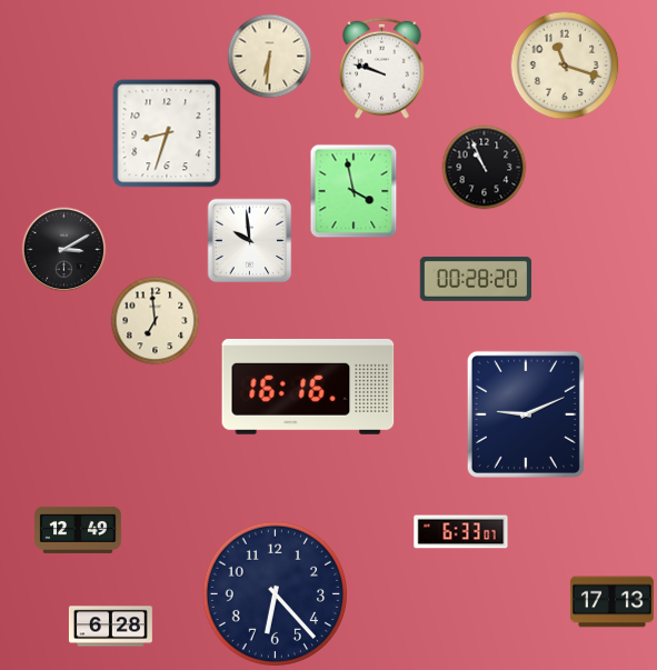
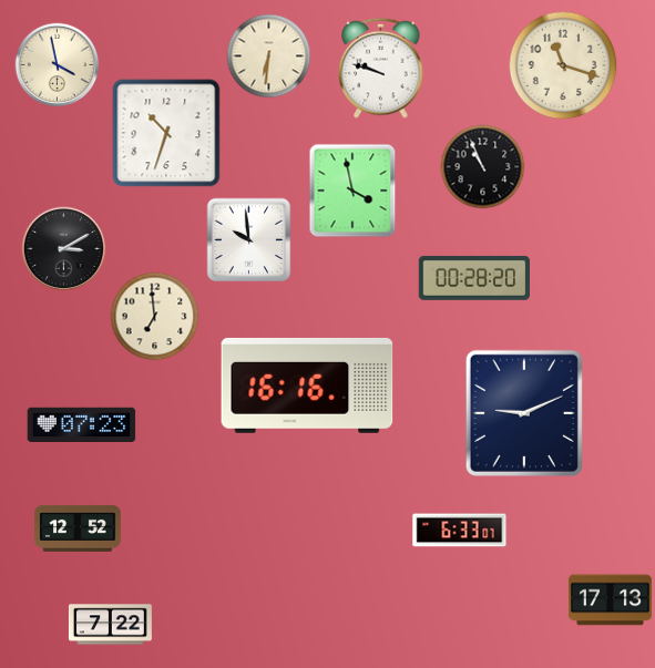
clock at (58, 65): none -> 3:58
clock at (167, 133): 8:33 -> 10:33
clock at (156, 321) position: (156, 321) -> (155, 317)
clock at (82, 424): none -> 07:23
clock at (78, 530): 12:49 -> 12:52
clock at (275, 593): 6:23 -> none
clock at (110, 627): 6:28 -> 7:22
